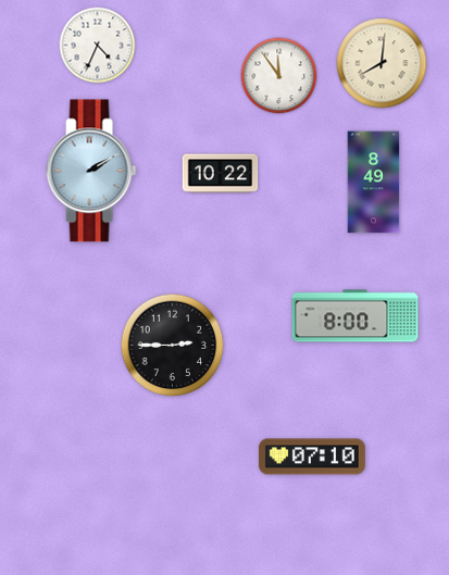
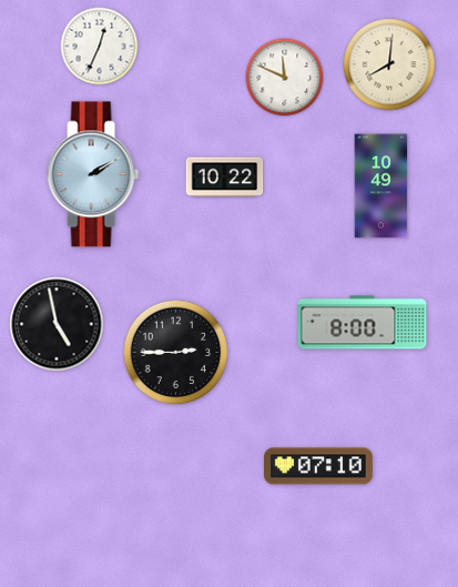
clock at (98, 46): 4:34 -> 12:34
clock at (279, 76): 11:54 -> 11:49
clock at (374, 183): 8:49 -> 10:49
clock at (57, 324): none -> 4:58
